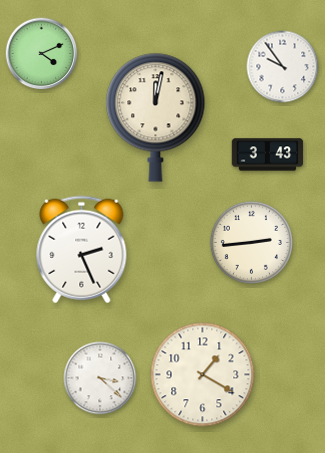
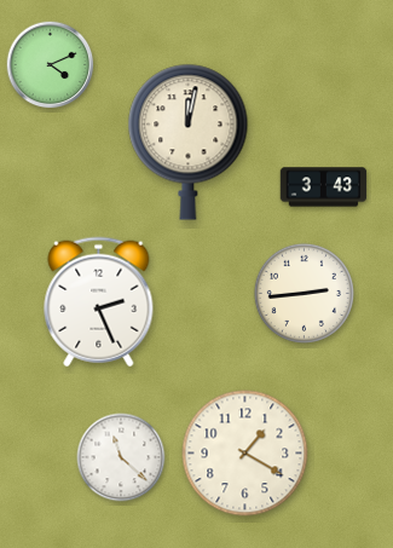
clock at (283, 67): 9:54 -> none
clock at (100, 378): 3:22 -> 11:22
